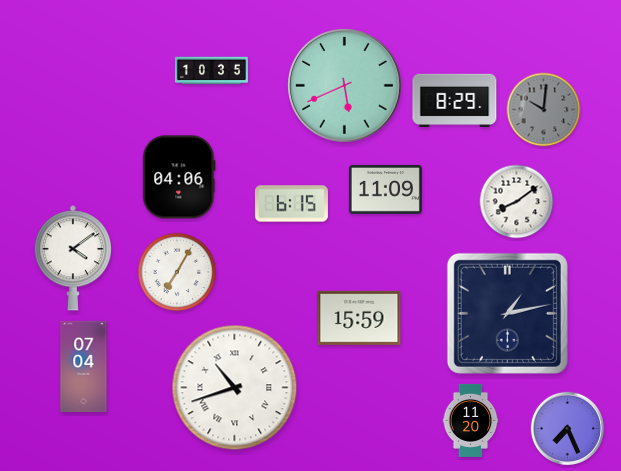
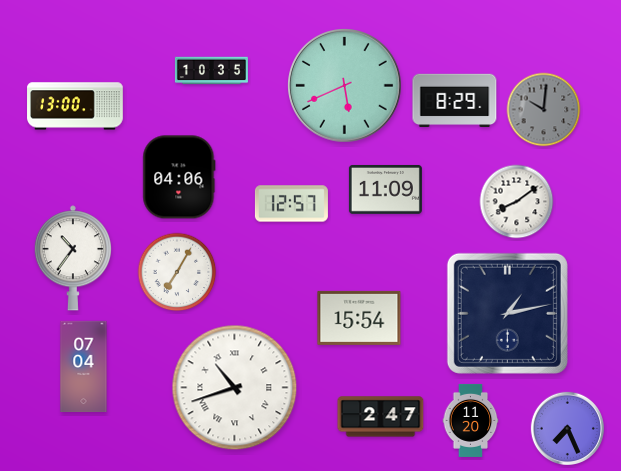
clock at (75, 106): none -> 13:00
clock at (291, 204): 6:15 -> 12:57
clock at (73, 258): 4:09 -> 10:36
clock at (359, 318): 15:59 -> 15:54
clock at (381, 417): none -> 2:47
